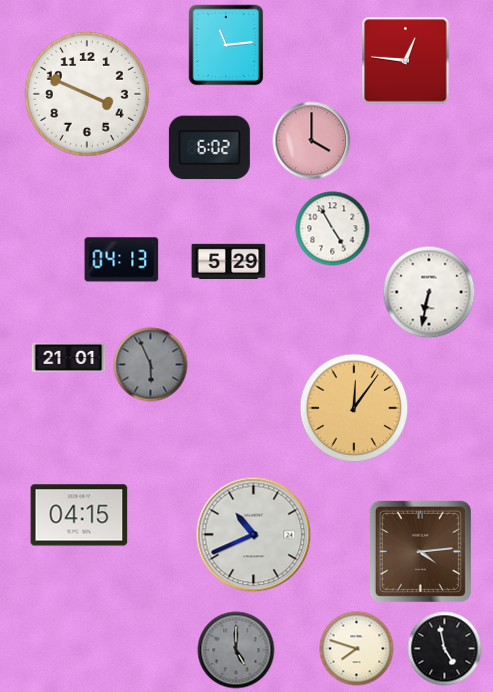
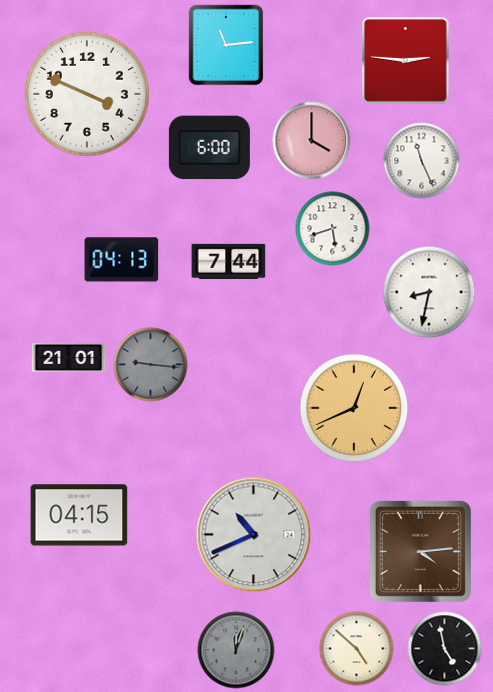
clock at (406, 61): 12:46 -> 2:46
clock at (209, 148): 6:02 -> 6:00
clock at (422, 161): none -> 11:26
clock at (333, 229): 4:55 -> 5:42
clock at (229, 261): 5:29 -> 7:44
clock at (429, 292): 6:32 -> 8:32
clock at (151, 365): 5:56 -> 9:16
clock at (354, 408): 12:06 -> 12:41
clock at (357, 649): 7:48 -> 4:52
clock at (236, 650): 5:00 -> 12:03
